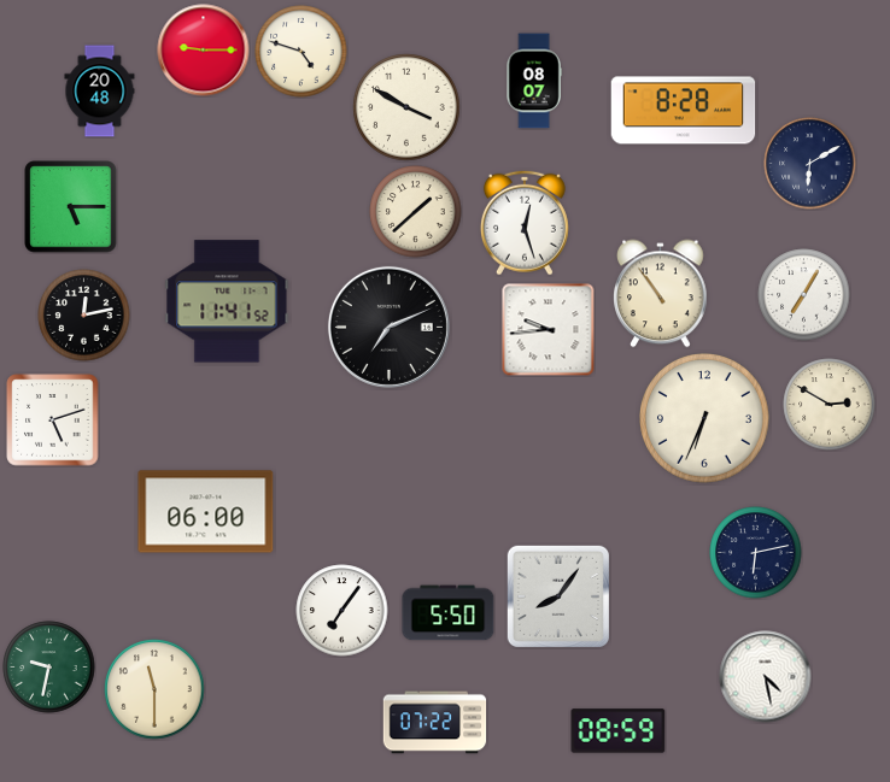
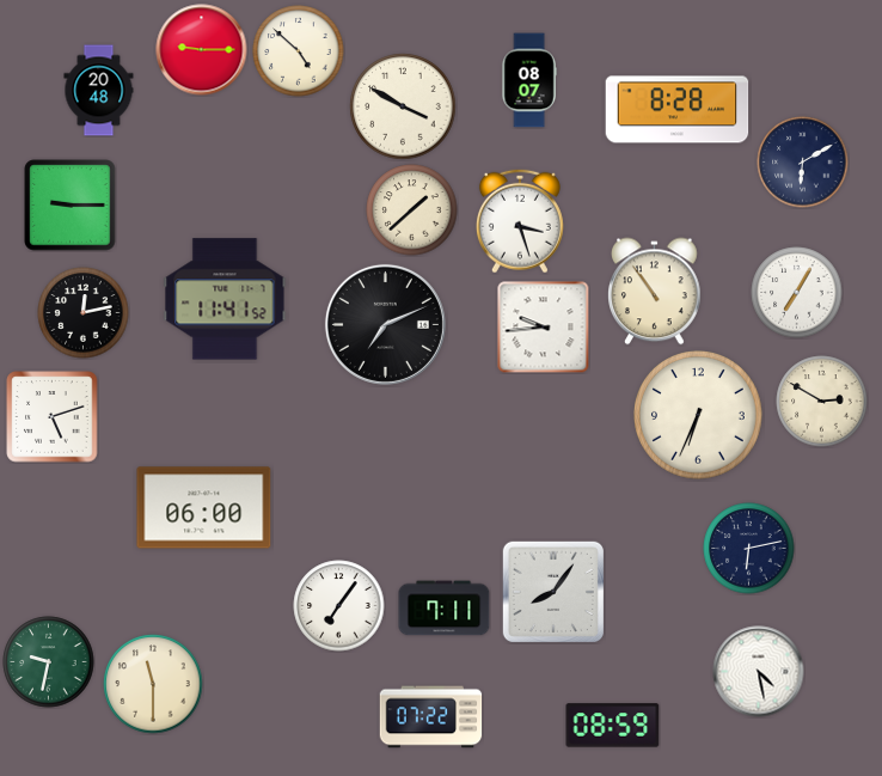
clock at (301, 52): 4:48 -> 4:52
clock at (71, 207): 5:15 -> 9:15
clock at (525, 223): 12:27 -> 3:27
clock at (449, 613): 5:50 -> 7:11
